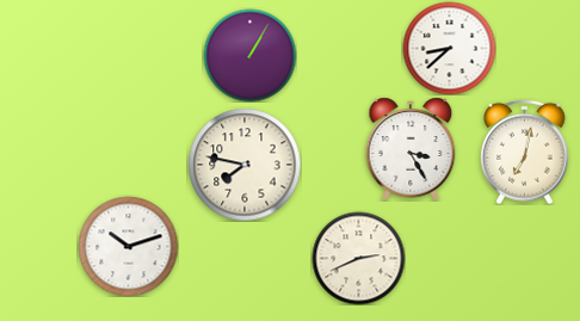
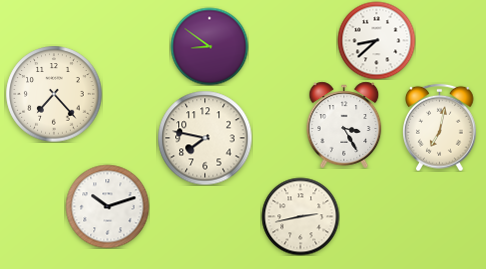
clock at (249, 55): 1:05 -> 8:51
clock at (54, 94): none -> 7:23
clock at (358, 258): 2:41 -> 2:43
